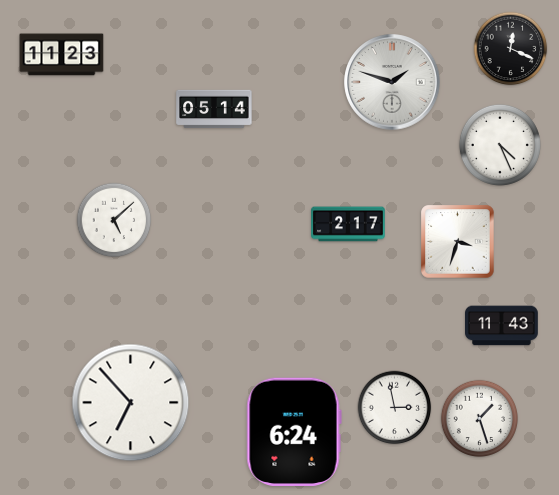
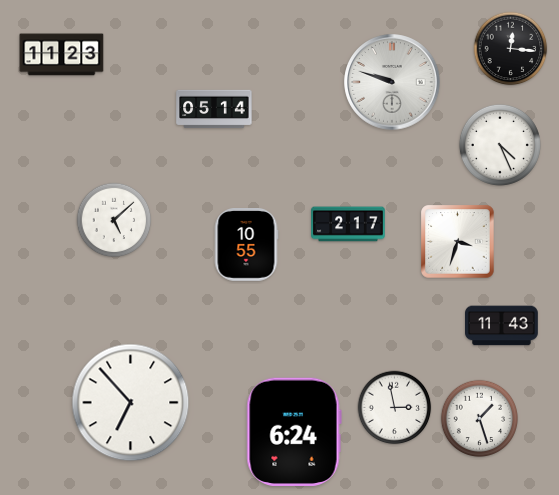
clock at (511, 49): 12:19 -> 12:16
clock at (392, 82): 1:48 -> 9:48
clock at (246, 245): none -> 10:55
